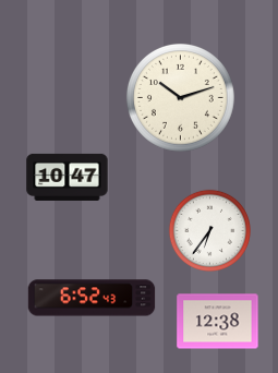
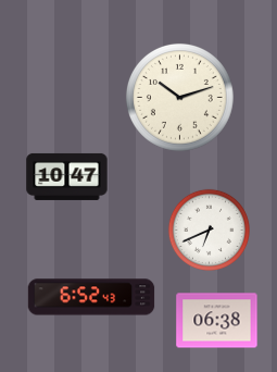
clock at (209, 230): 6:36 -> 6:41
clock at (218, 322): 12:38 -> 06:38
